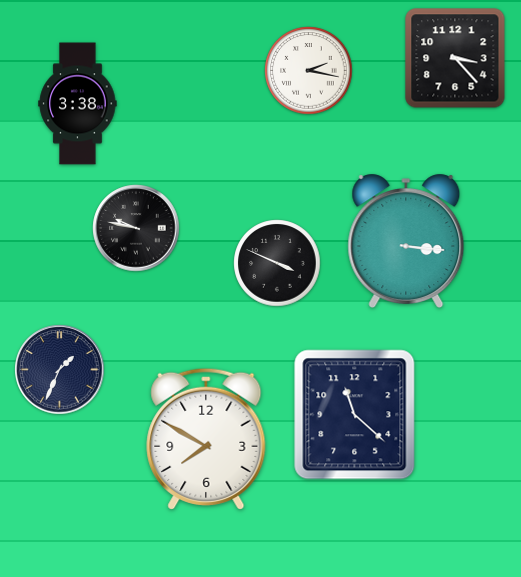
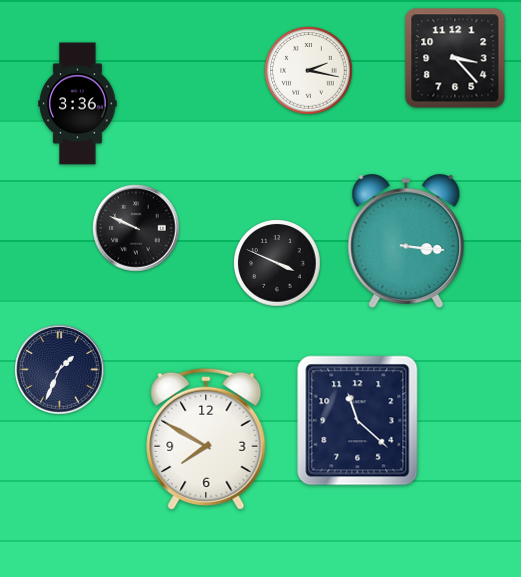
clock at (78, 104): 3:38 -> 3:36
clock at (136, 228): 9:47 -> 9:49
clock at (355, 415) position: (355, 415) -> (358, 421)
